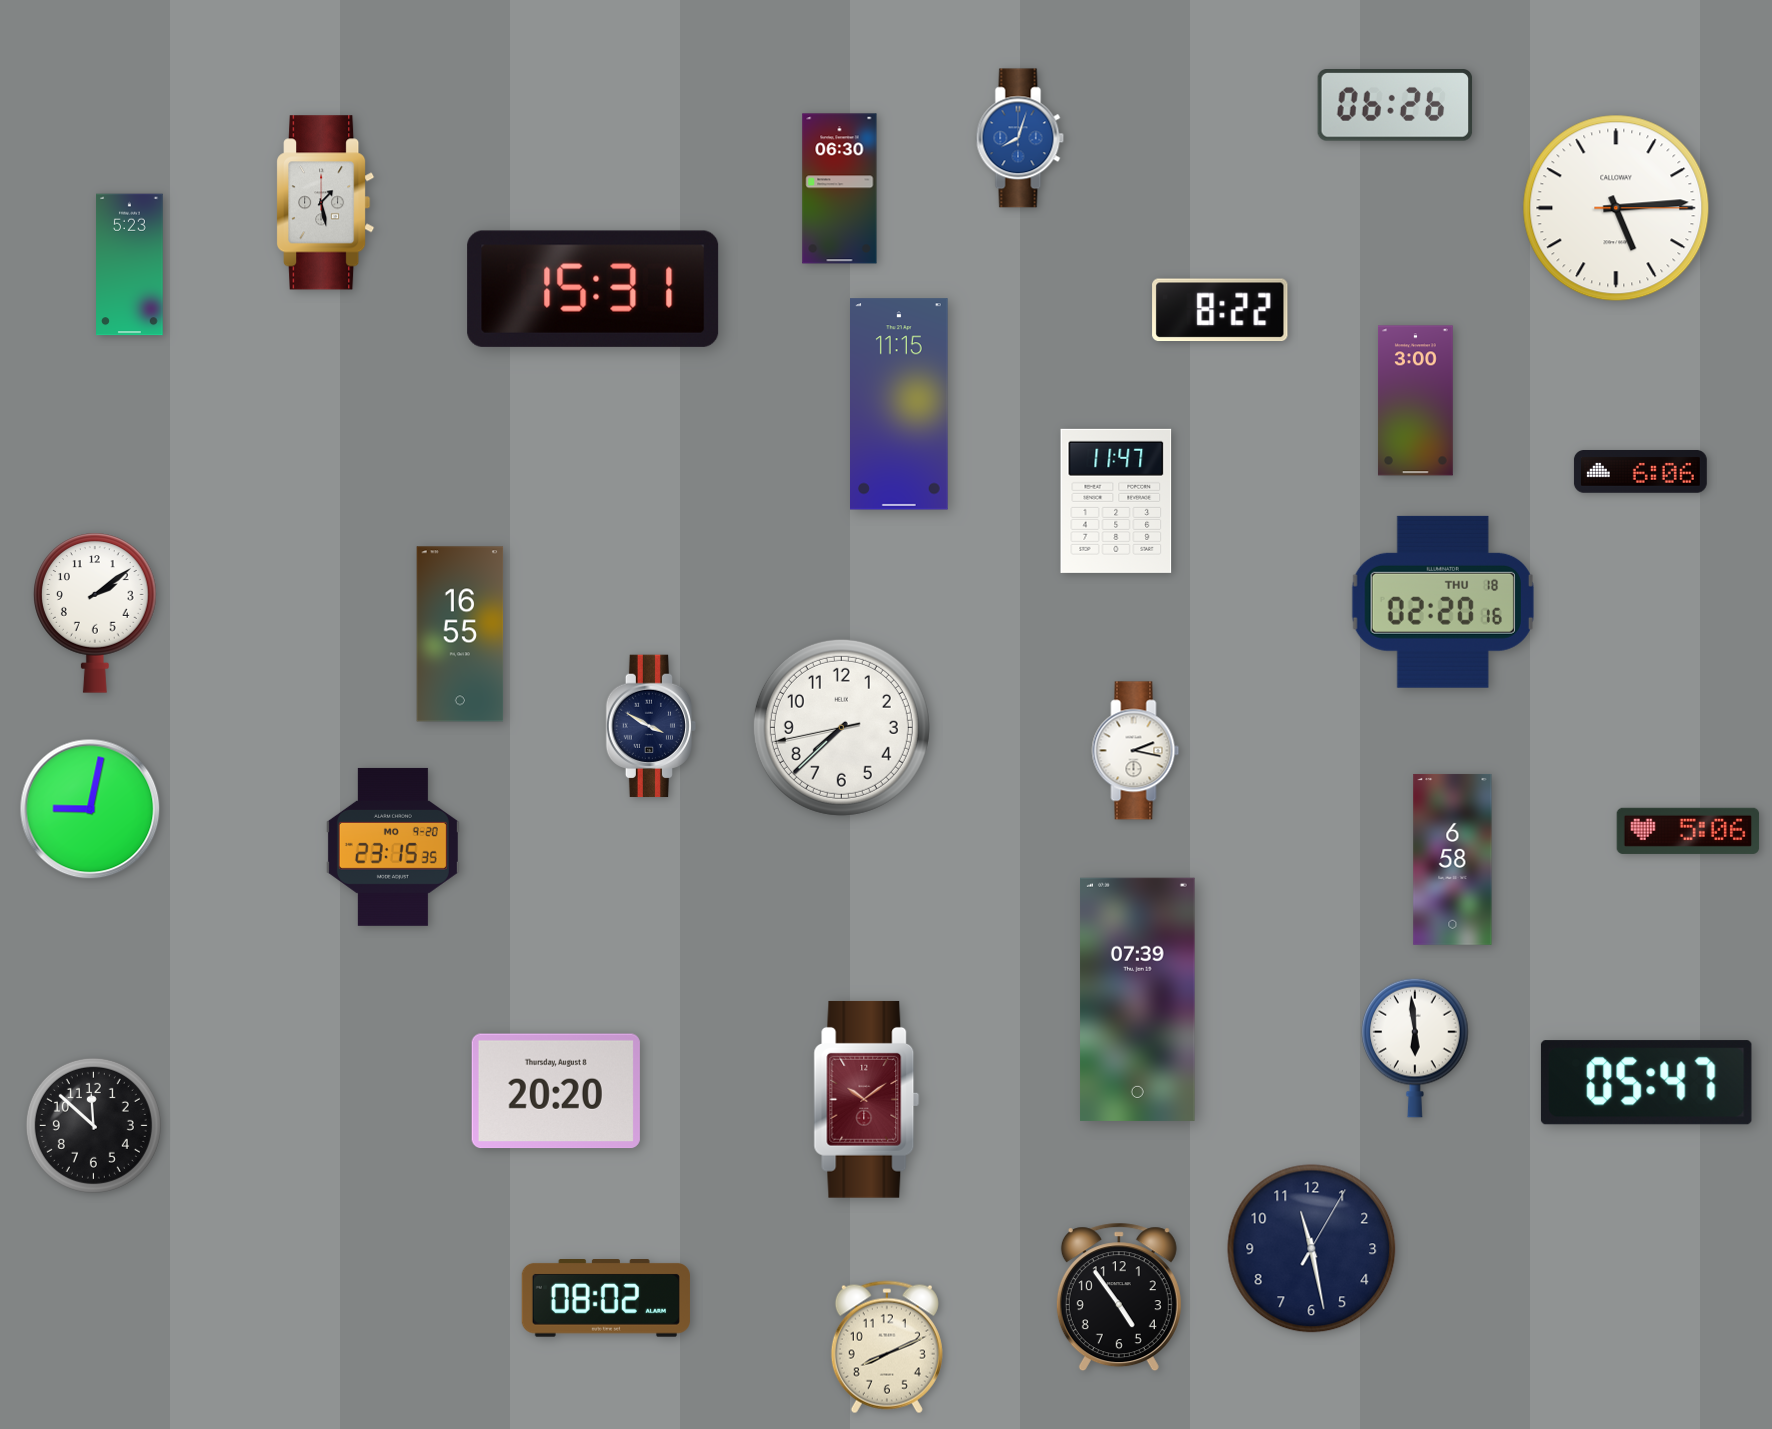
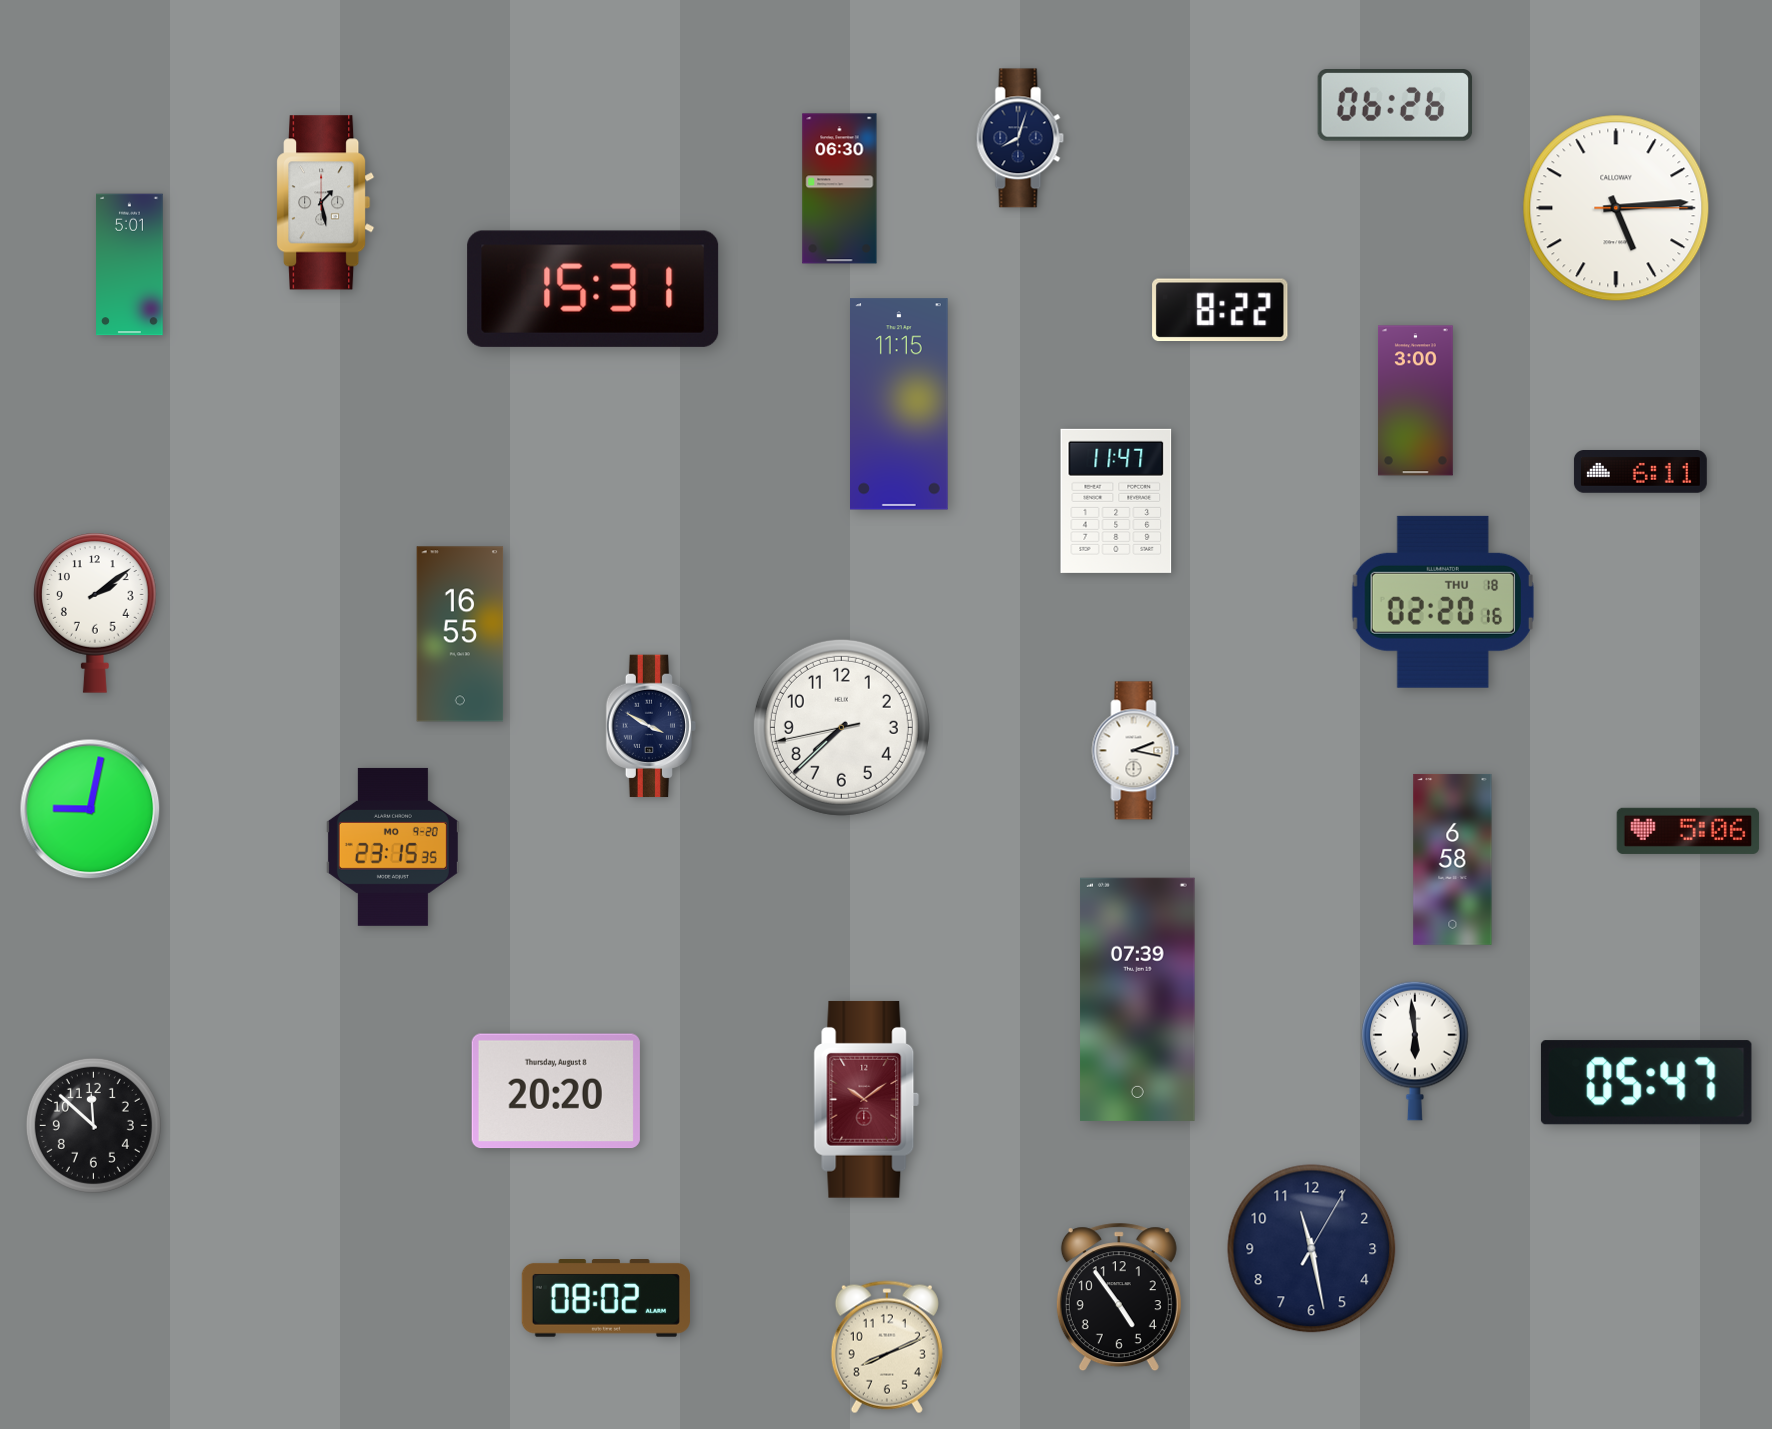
clock at (1020, 138) dial: blue -> navy
clock at (130, 265): 5:23 -> 5:01
clock at (1640, 472): 6:06 -> 6:11
clock at (1415, 1048) position: (1415, 1048) -> (1415, 1051)
